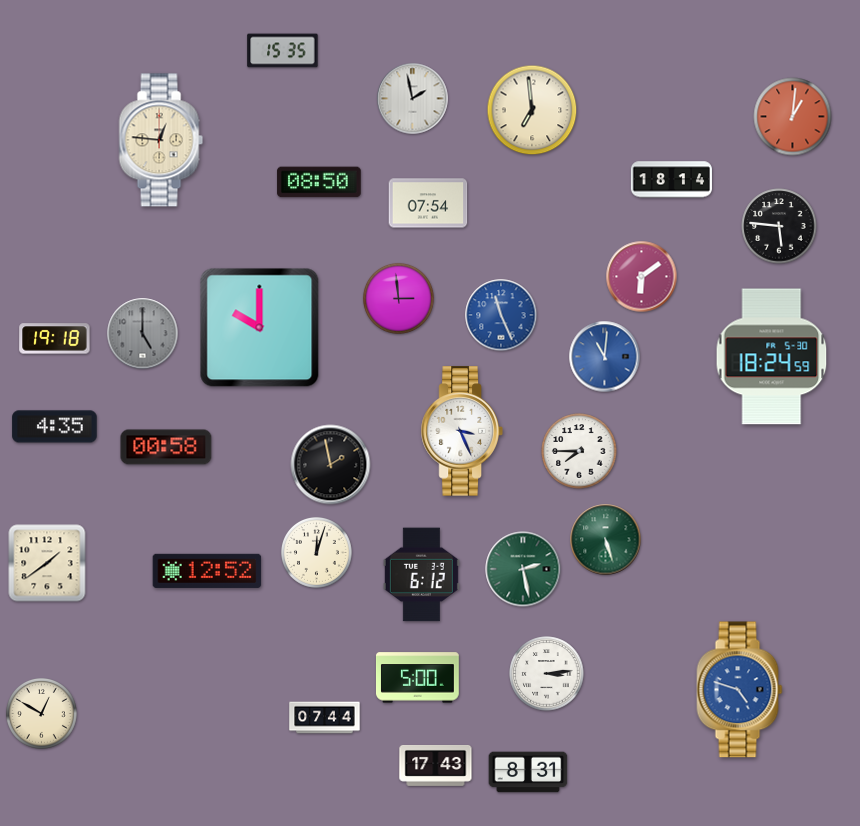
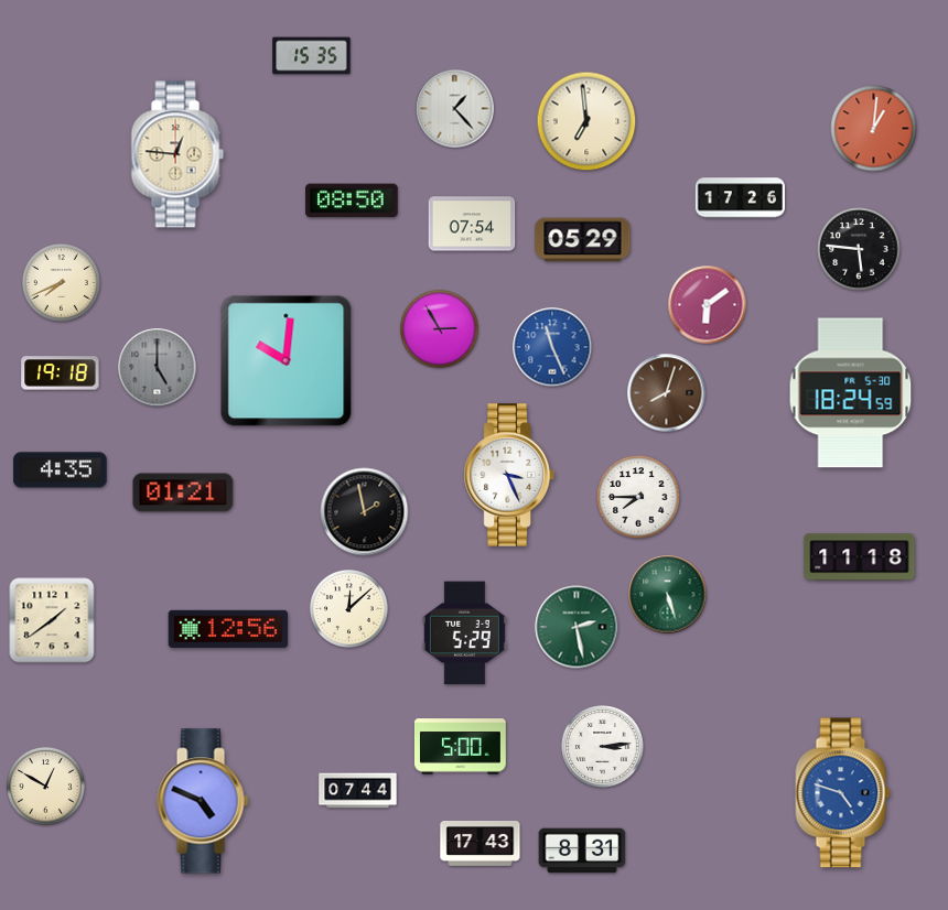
clock at (413, 99): 1:58 -> 1:23
clock at (671, 180): 18:14 -> 17:26
clock at (583, 240): none -> 05:29
clock at (61, 282): none -> 7:41
clock at (398, 298): 2:59 -> 2:55
clock at (260, 328): 10:00 -> 10:01
clock at (605, 357): 11:01 -> 8:03
clock at (605, 357) dial: blue -> brown
clock at (166, 447): 00:58 -> 01:21
clock at (860, 557): none -> 11:18
clock at (316, 552): 12:03 -> 12:08
clock at (207, 571): 12:52 -> 12:56
clock at (421, 575): 6:12 -> 5:29
clock at (547, 674) position: (547, 674) -> (603, 747)
clock at (740, 690) position: (740, 690) -> (843, 793)
clock at (203, 801): none -> 4:49
